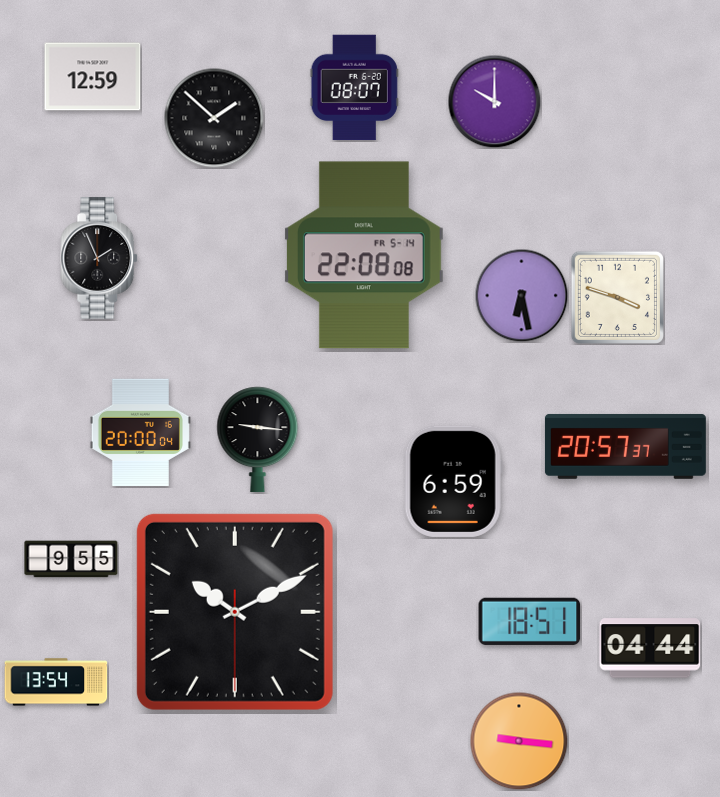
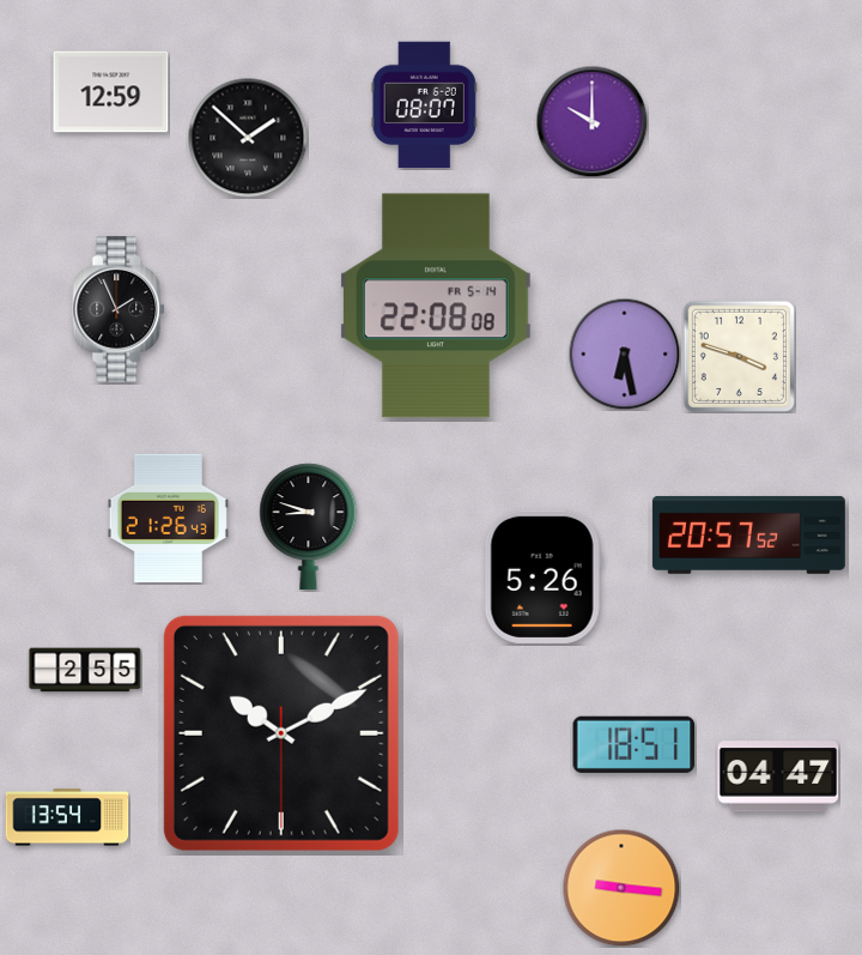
clock at (214, 118) position: (214, 118) -> (248, 138)
clock at (140, 433): 20:00 -> 21:26
clock at (258, 440): 9:16 -> 8:48
clock at (625, 446): 20:57:37 -> 20:57:52
clock at (453, 481): 6:59 -> 5:26
clock at (71, 559): 9:55 -> 2:55
clock at (650, 648): 04:44 -> 04:47
